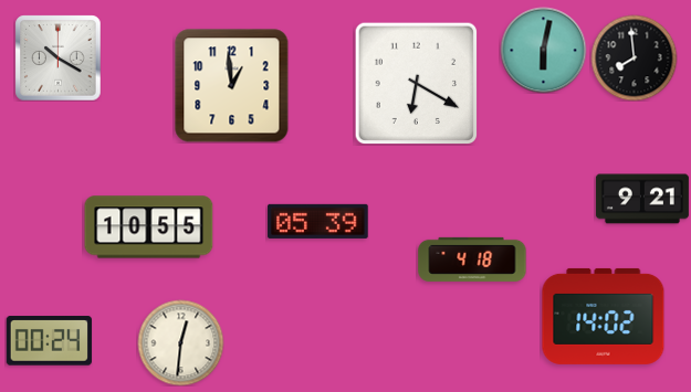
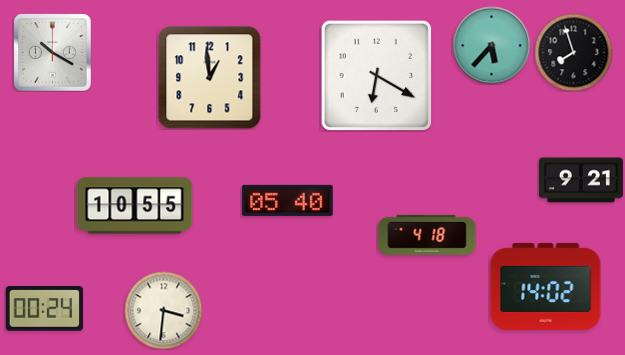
clock at (543, 50): 6:02 -> 5:37
clock at (634, 57): 7:59 -> 7:57
clock at (318, 221): 05:39 -> 05:40
clock at (180, 342): 12:31 -> 3:31
